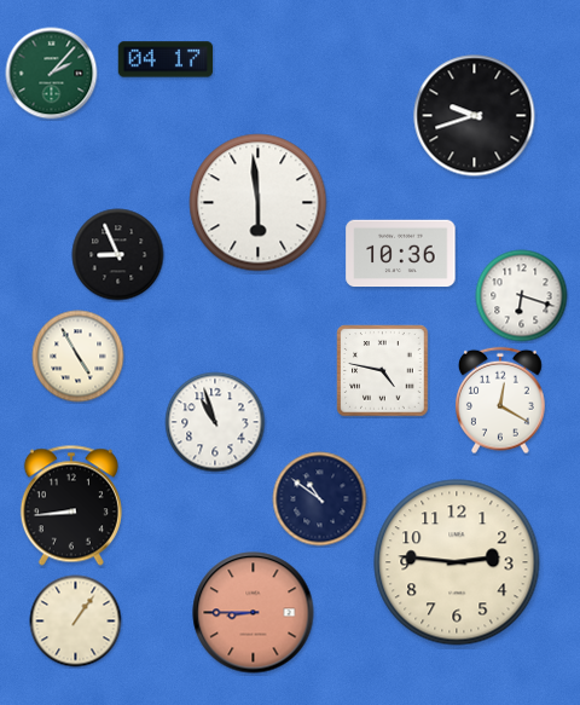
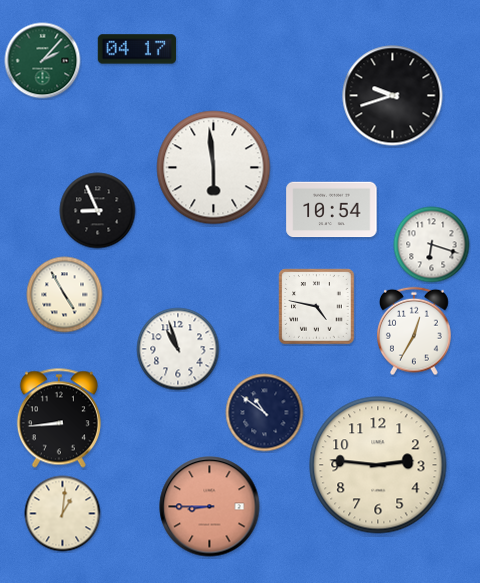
clock at (401, 254): 10:36 -> 10:54
clock at (501, 400): 12:20 -> 12:35
clock at (76, 622): 1:06 -> 1:01
